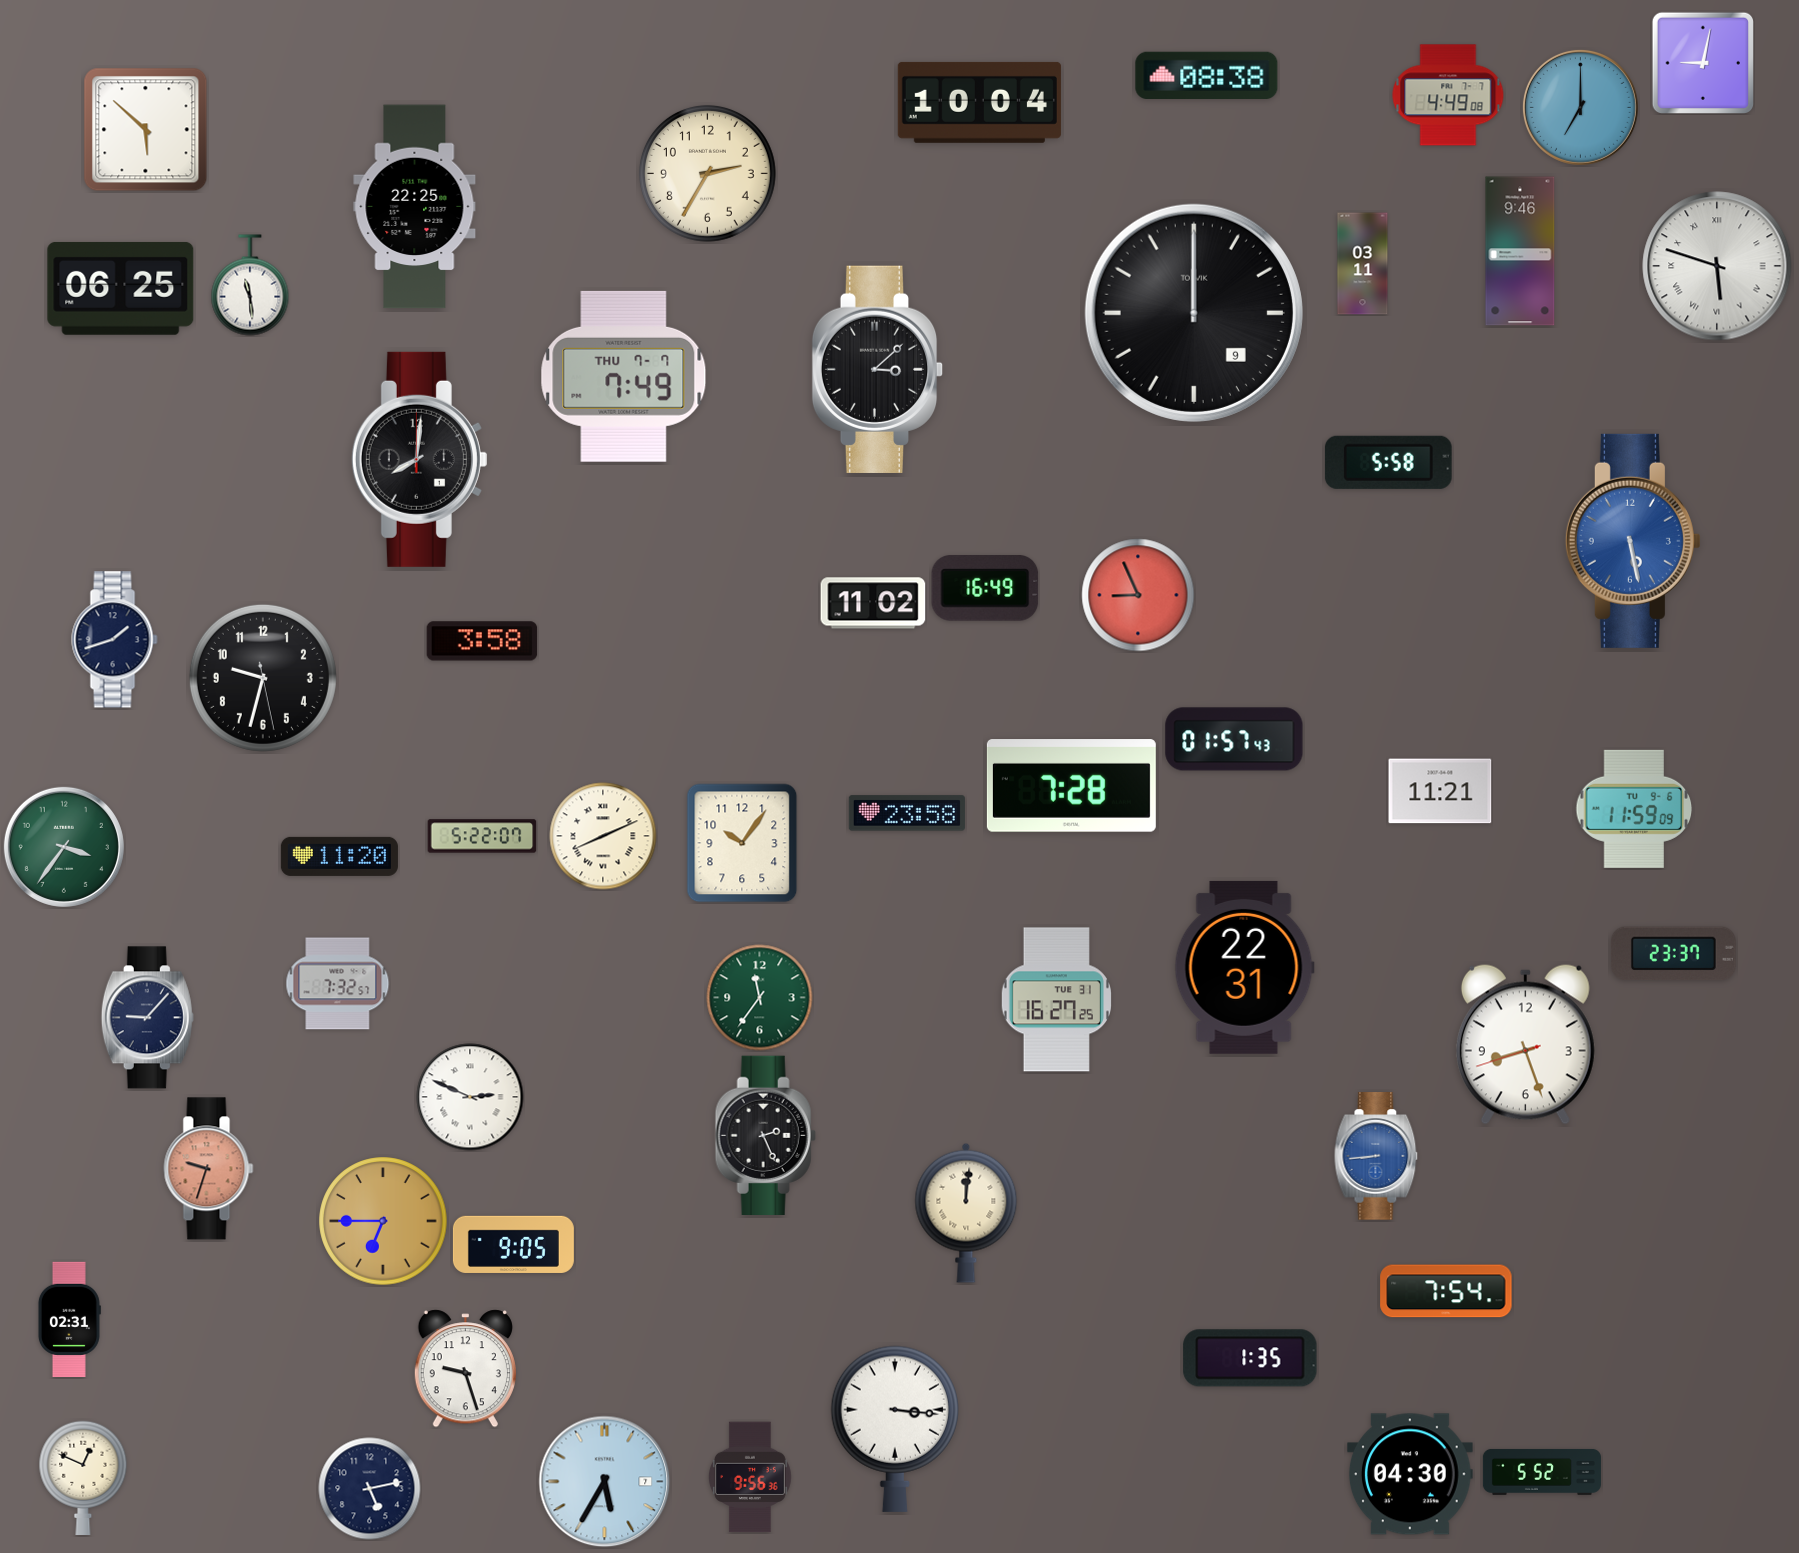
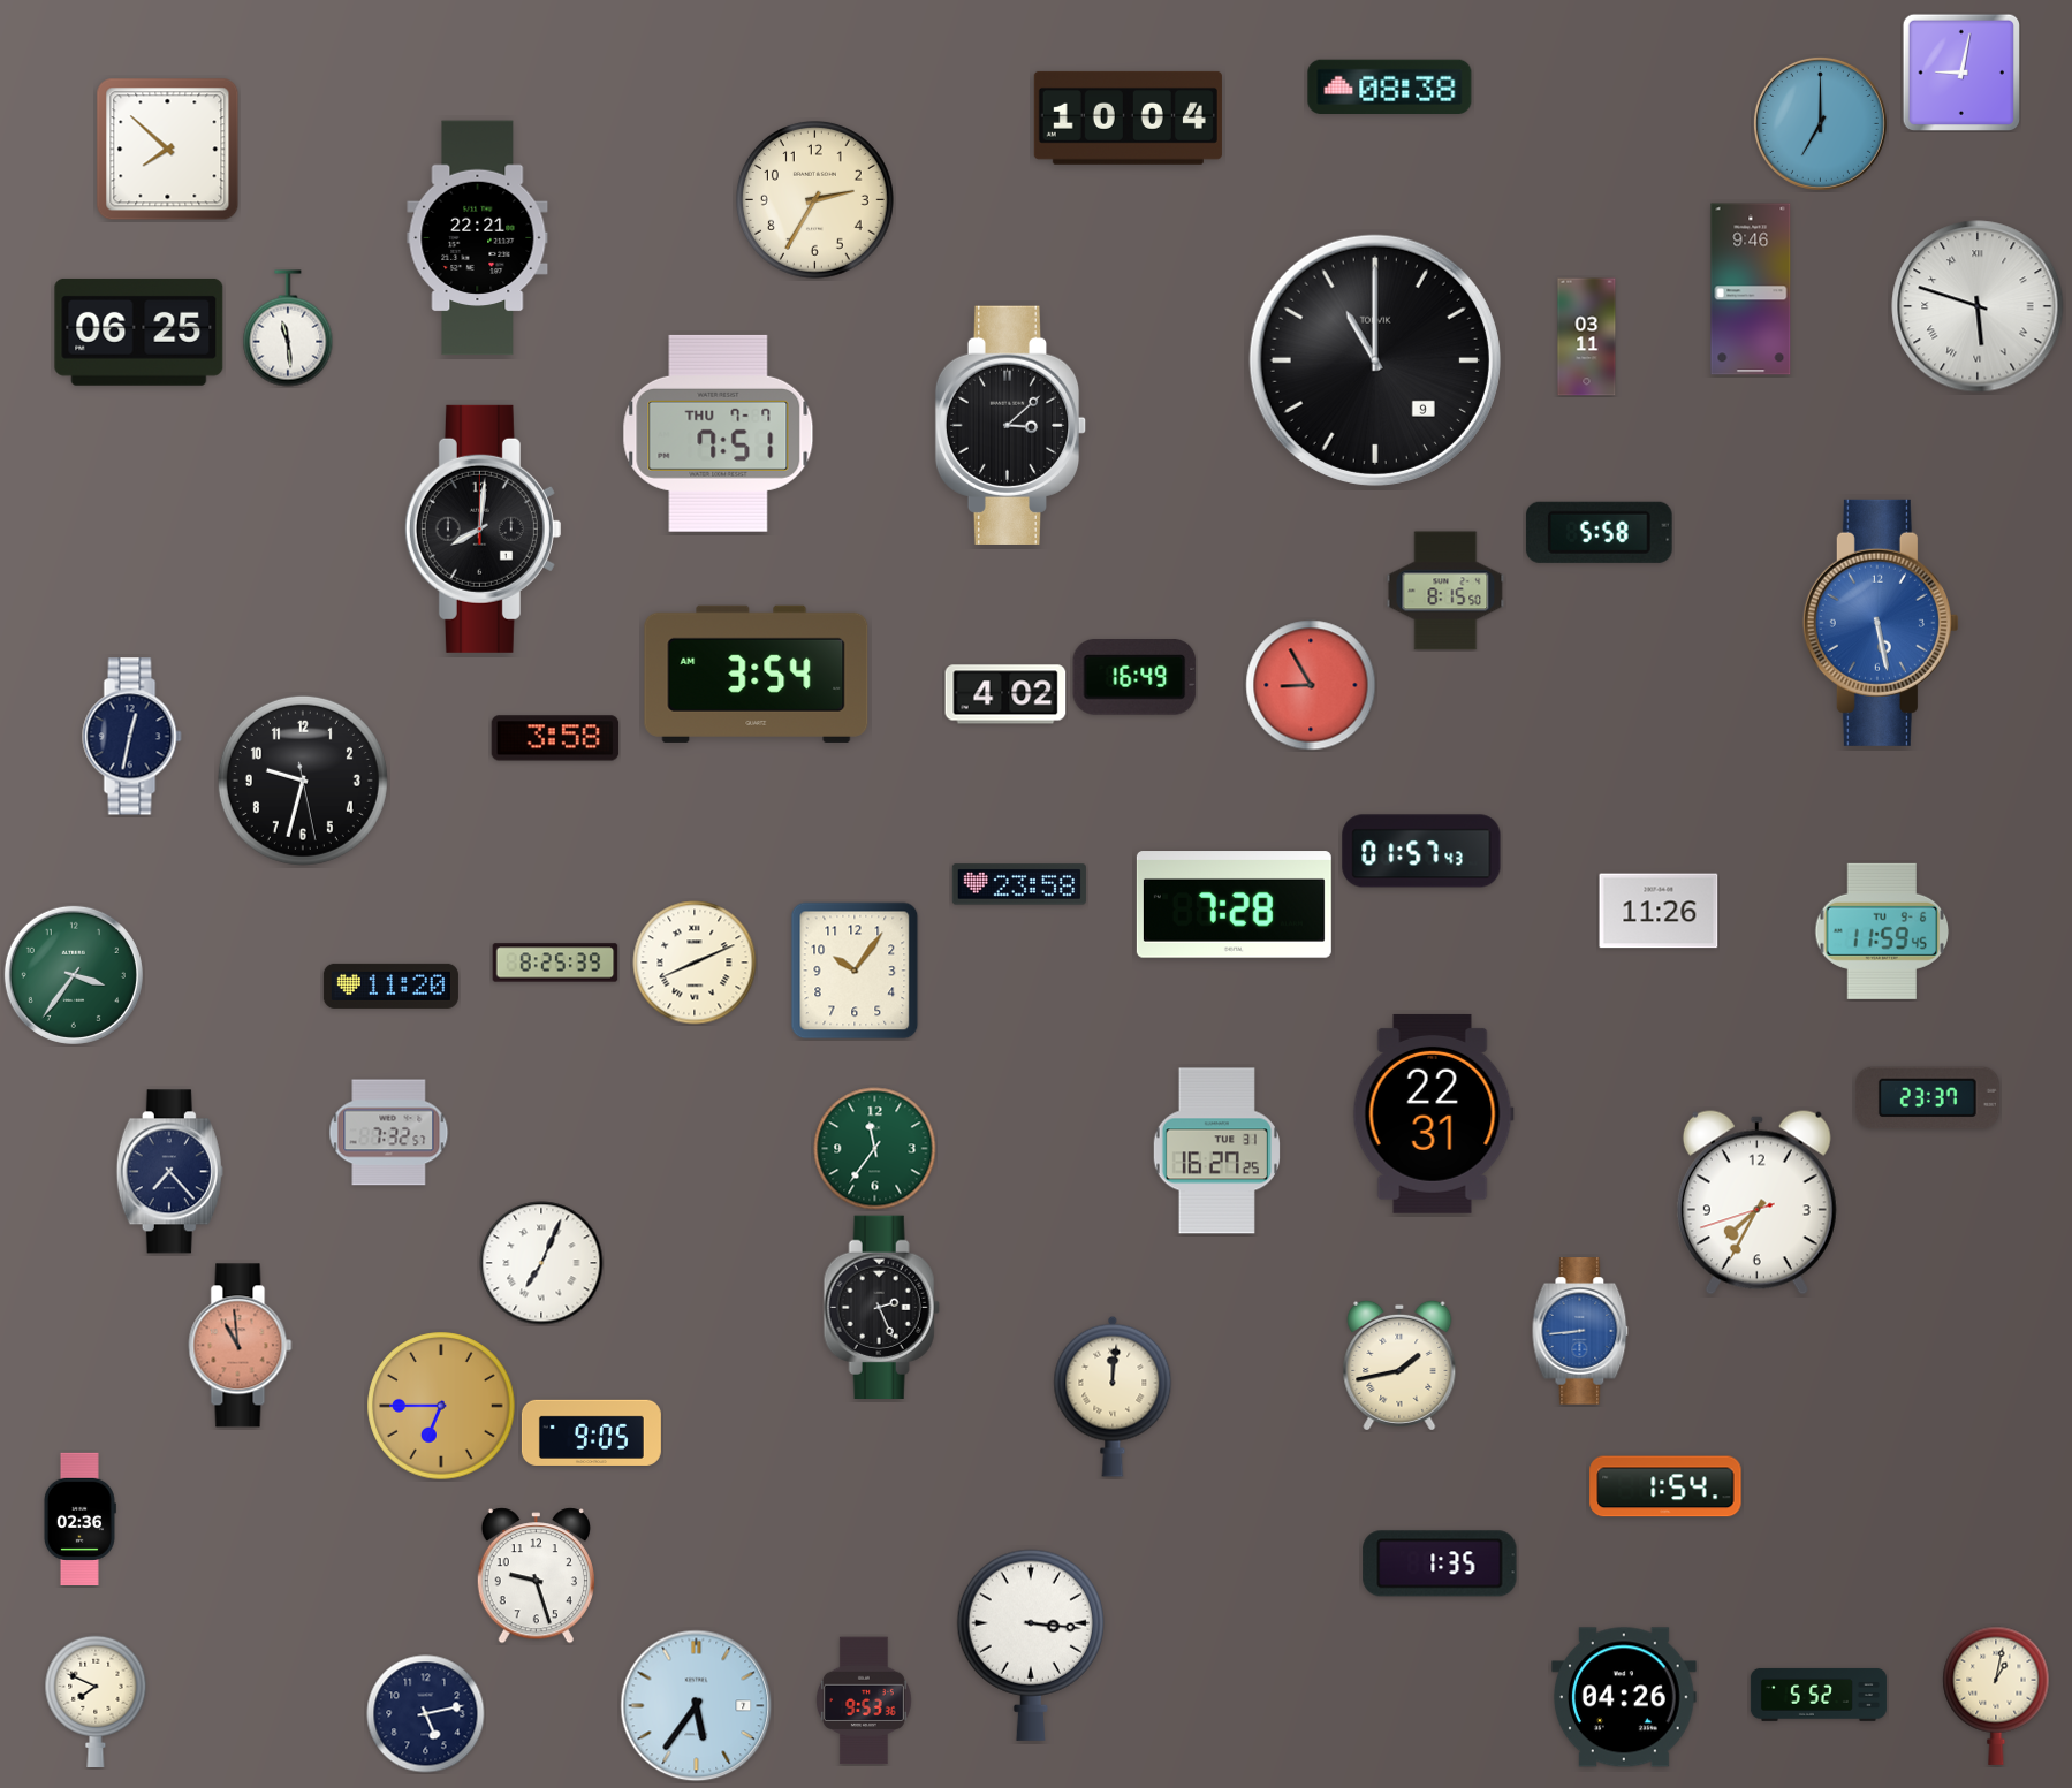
clock at (1448, 95): 4:49 -> none
clock at (146, 130): 5:52 -> 7:52
clock at (415, 207): 22:25 -> 22:21
clock at (1363, 264) position: (1363, 264) -> (1587, 337)
clock at (1194, 313): 12:00 -> 11:00
clock at (624, 376): 7:49 -> 7:51
clock at (1445, 591): none -> 8:15
clock at (757, 674): none -> 3:54
clock at (1138, 595): 8:56 -> 8:55
clock at (873, 603): 11:02 -> 4:02
clock at (115, 640): 1:42 -> 12:32
clock at (1440, 791): 11:21 -> 11:26
clock at (1634, 809): 11:59:09 -> 11:59:45
clock at (907, 813) position: (907, 813) -> (1019, 884)
clock at (482, 836): 5:22 -> 8:25
clock at (147, 1018): 9:07 -> 7:23
clock at (1525, 1045): 8:26 -> 7:34
clock at (470, 1097): 2:49 -> 7:04
clock at (1376, 1156) position: (1376, 1156) -> (1580, 1331)
clock at (209, 1169): 9:33 -> 10:59
clock at (1399, 1365): none -> 1:43
clock at (1446, 1291): 7:54 -> 1:54
clock at (69, 1319): 02:31 -> 02:36
clock at (1542, 1472) position: (1542, 1472) -> (1819, 1695)
clock at (1996, 1696): none -> 1:02
clock at (1411, 1474): 04:30 -> 04:26
clock at (83, 1477): 12:49 -> 7:49
clock at (750, 1477): 9:56 -> 9:53
clock at (605, 1482): 5:35 -> 5:36
